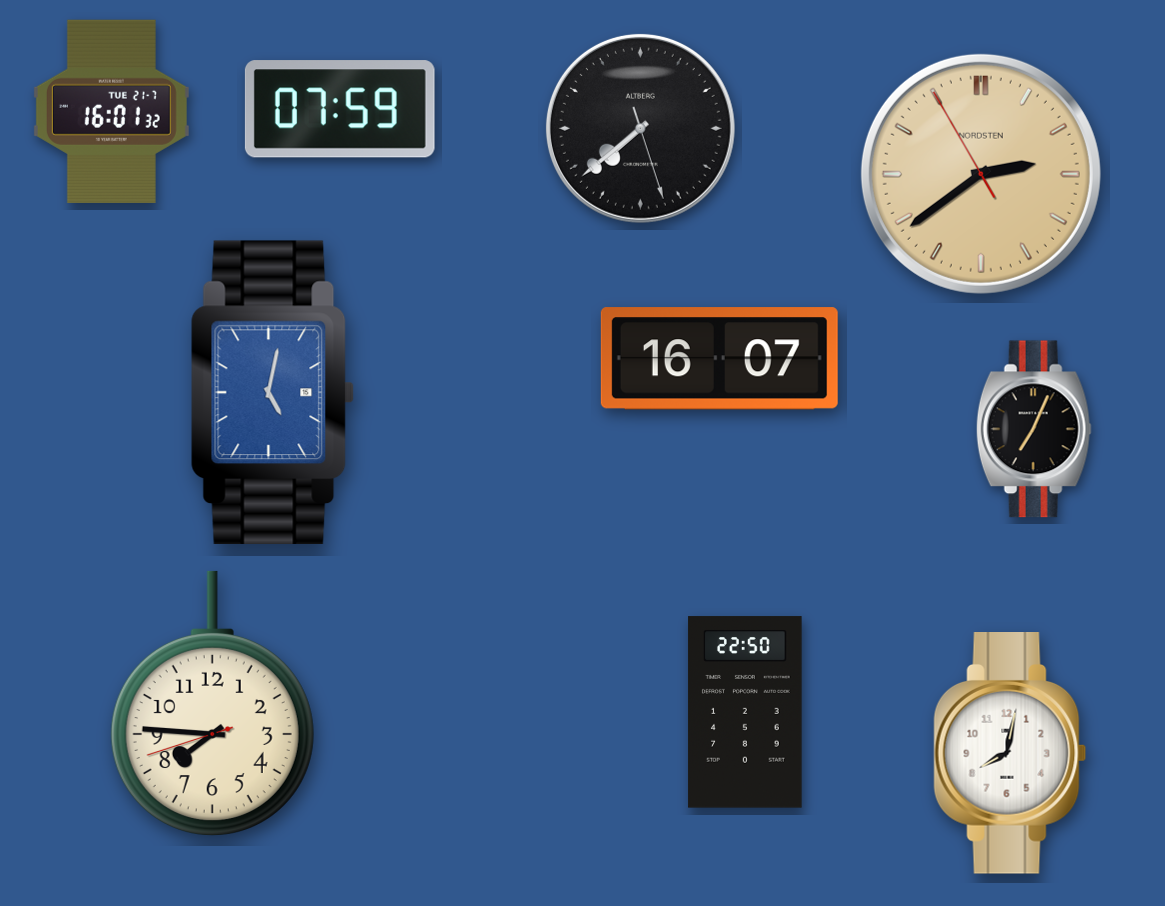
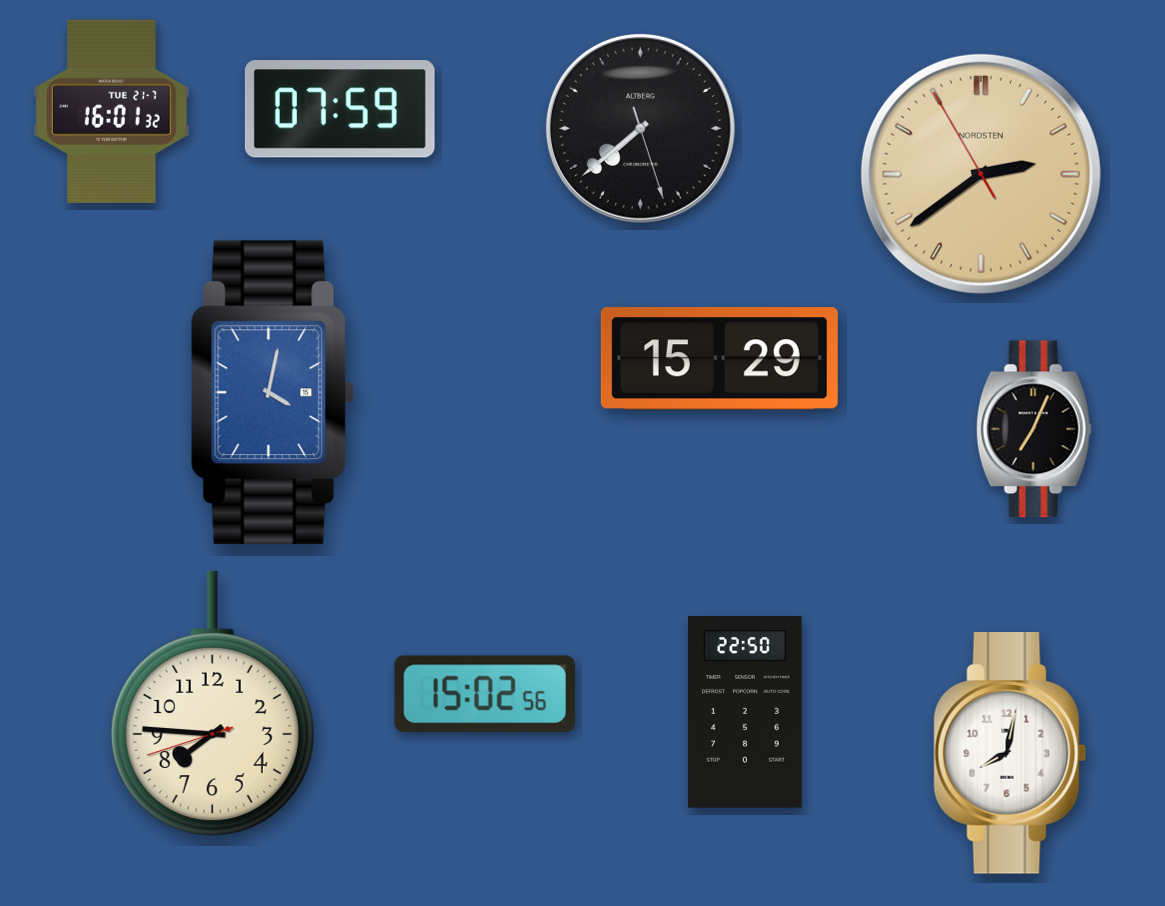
clock at (719, 359): 16:07 -> 15:29
clock at (272, 392): 5:02 -> 4:02
clock at (485, 693): none -> 15:02
